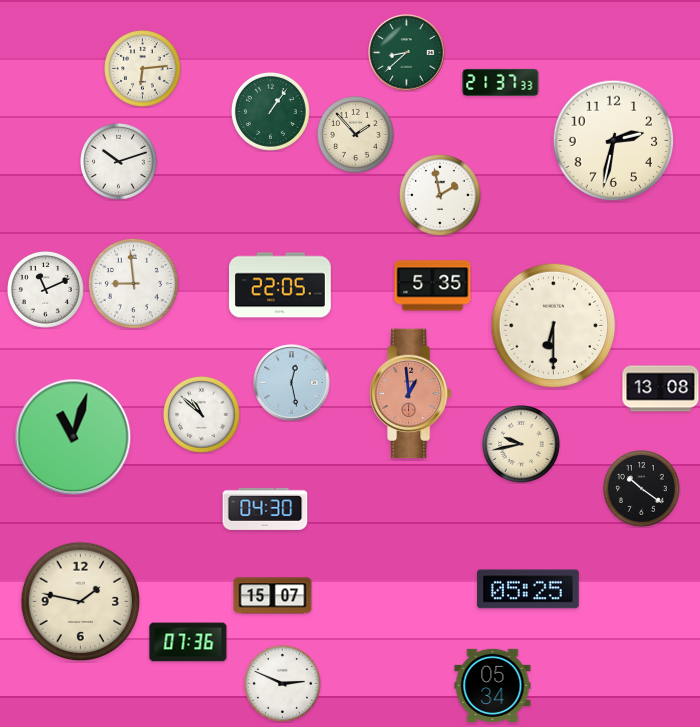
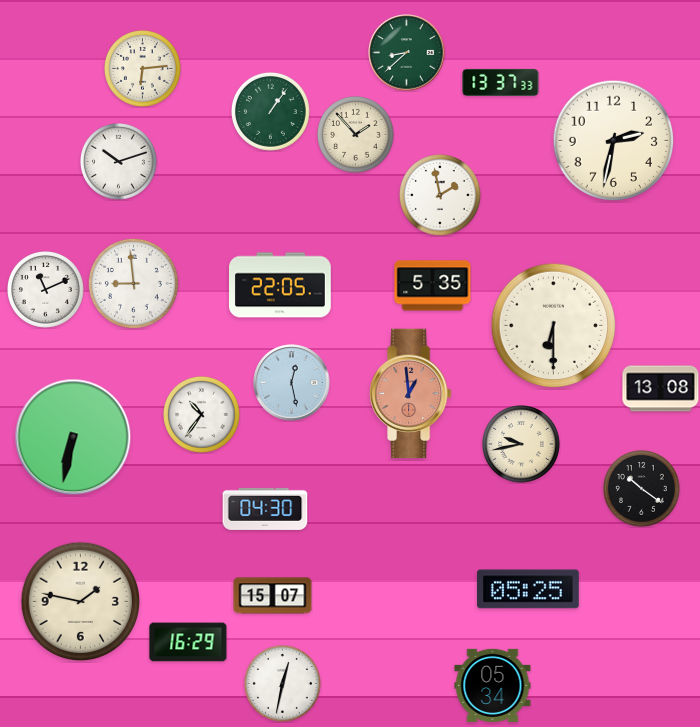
clock at (501, 82): 21:37 -> 13:37
clock at (202, 415): 10:52 -> 10:36
clock at (73, 437): 11:03 -> 6:32
clock at (188, 642): 07:36 -> 16:29
clock at (283, 684): 2:49 -> 12:32
